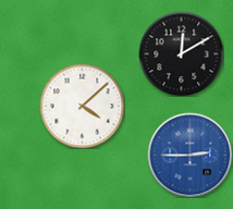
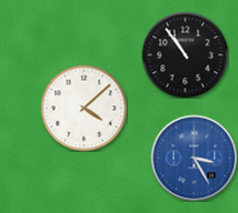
clock at (181, 53): 12:10 -> 10:54
clock at (189, 155): 2:45 -> 3:25
